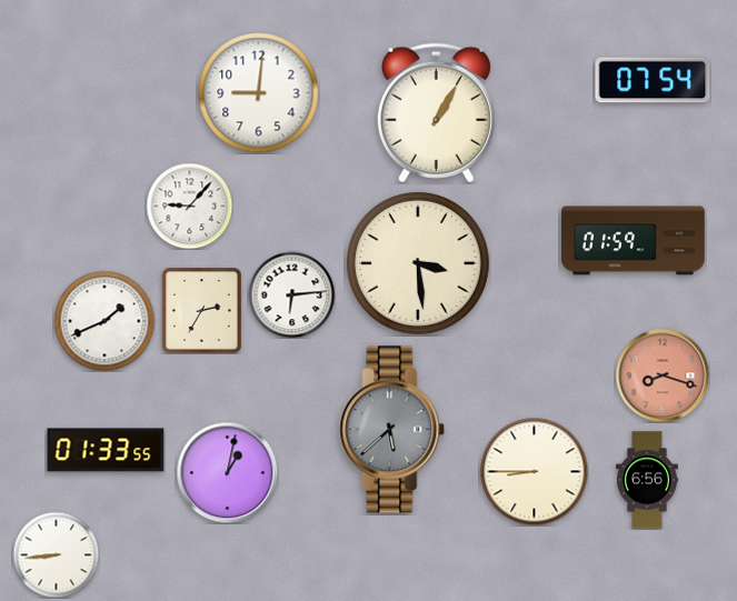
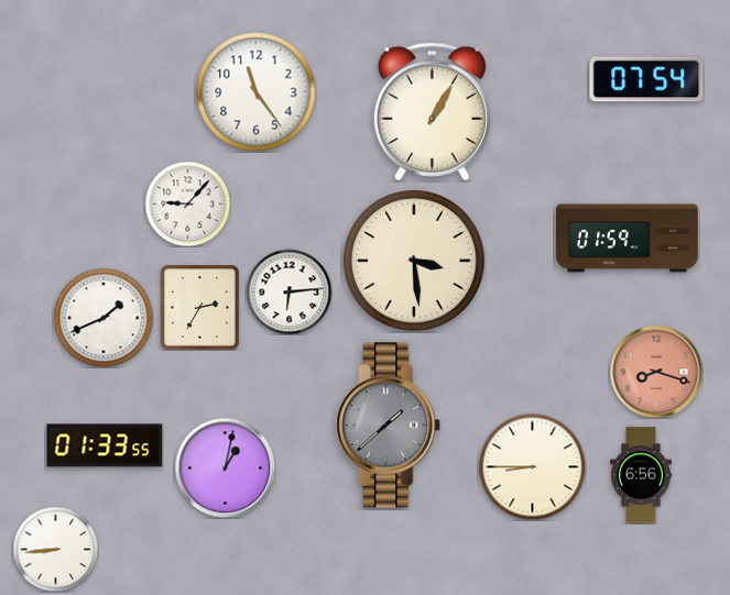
clock at (259, 93): 9:01 -> 11:24
clock at (392, 430): 5:38 -> 1:38
clock at (534, 471) position: (534, 471) -> (532, 466)
